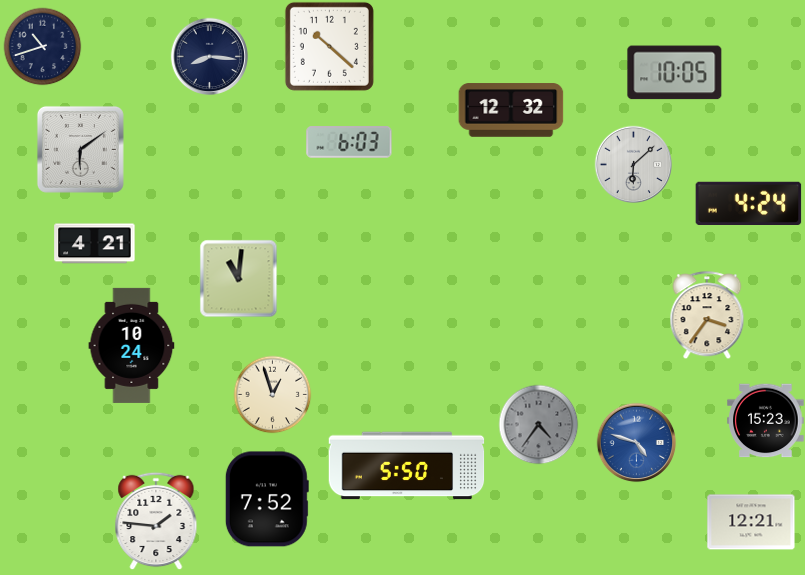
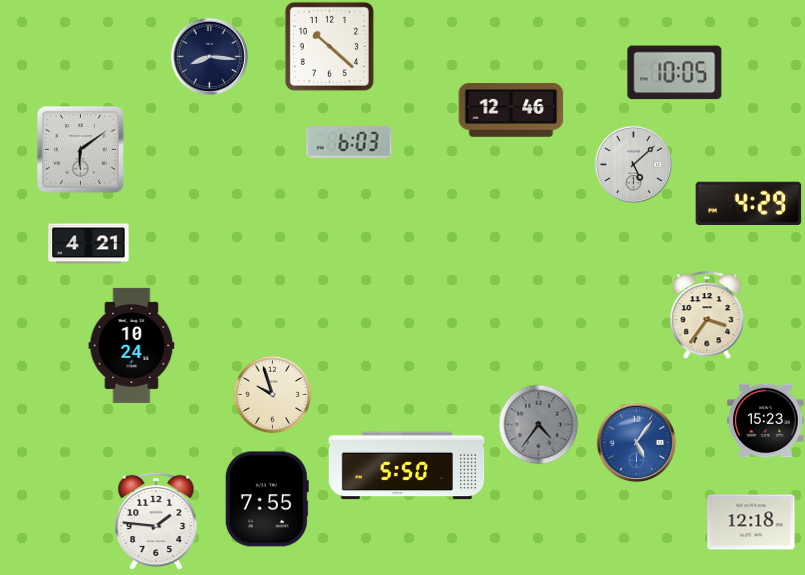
clock at (42, 46): 10:42 -> none
clock at (511, 110): 12:32 -> 12:46
clock at (633, 164): 6:08 -> 5:08
clock at (749, 203): 4:24 -> 4:29
clock at (95, 244) position: (95, 244) -> (89, 244)
clock at (238, 278): 11:01 -> none
clock at (272, 394): 12:57 -> 9:57
clock at (636, 442): 4:48 -> 5:06
clock at (267, 499): 7:52 -> 7:55
clock at (751, 522): 12:21 -> 12:18
